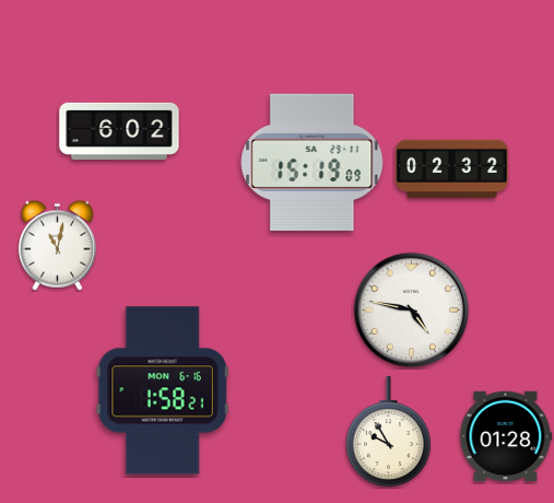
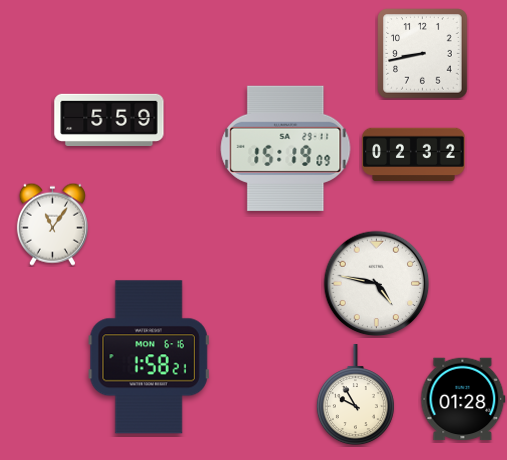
clock at (423, 54): none -> 8:43
clock at (119, 130): 6:02 -> 5:59
clock at (57, 245): 11:02 -> 11:06
